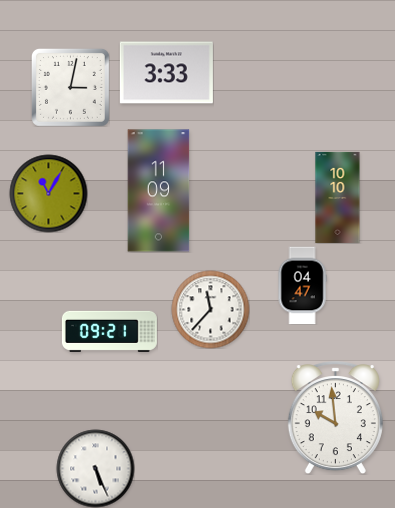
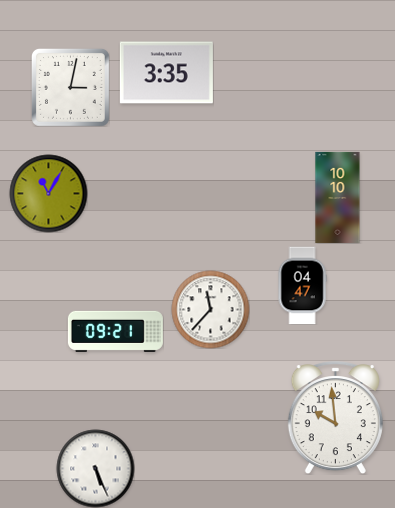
clock at (166, 73): 3:33 -> 3:35
clock at (159, 191): 11:09 -> none
clock at (109, 331) position: (109, 331) -> (115, 331)
